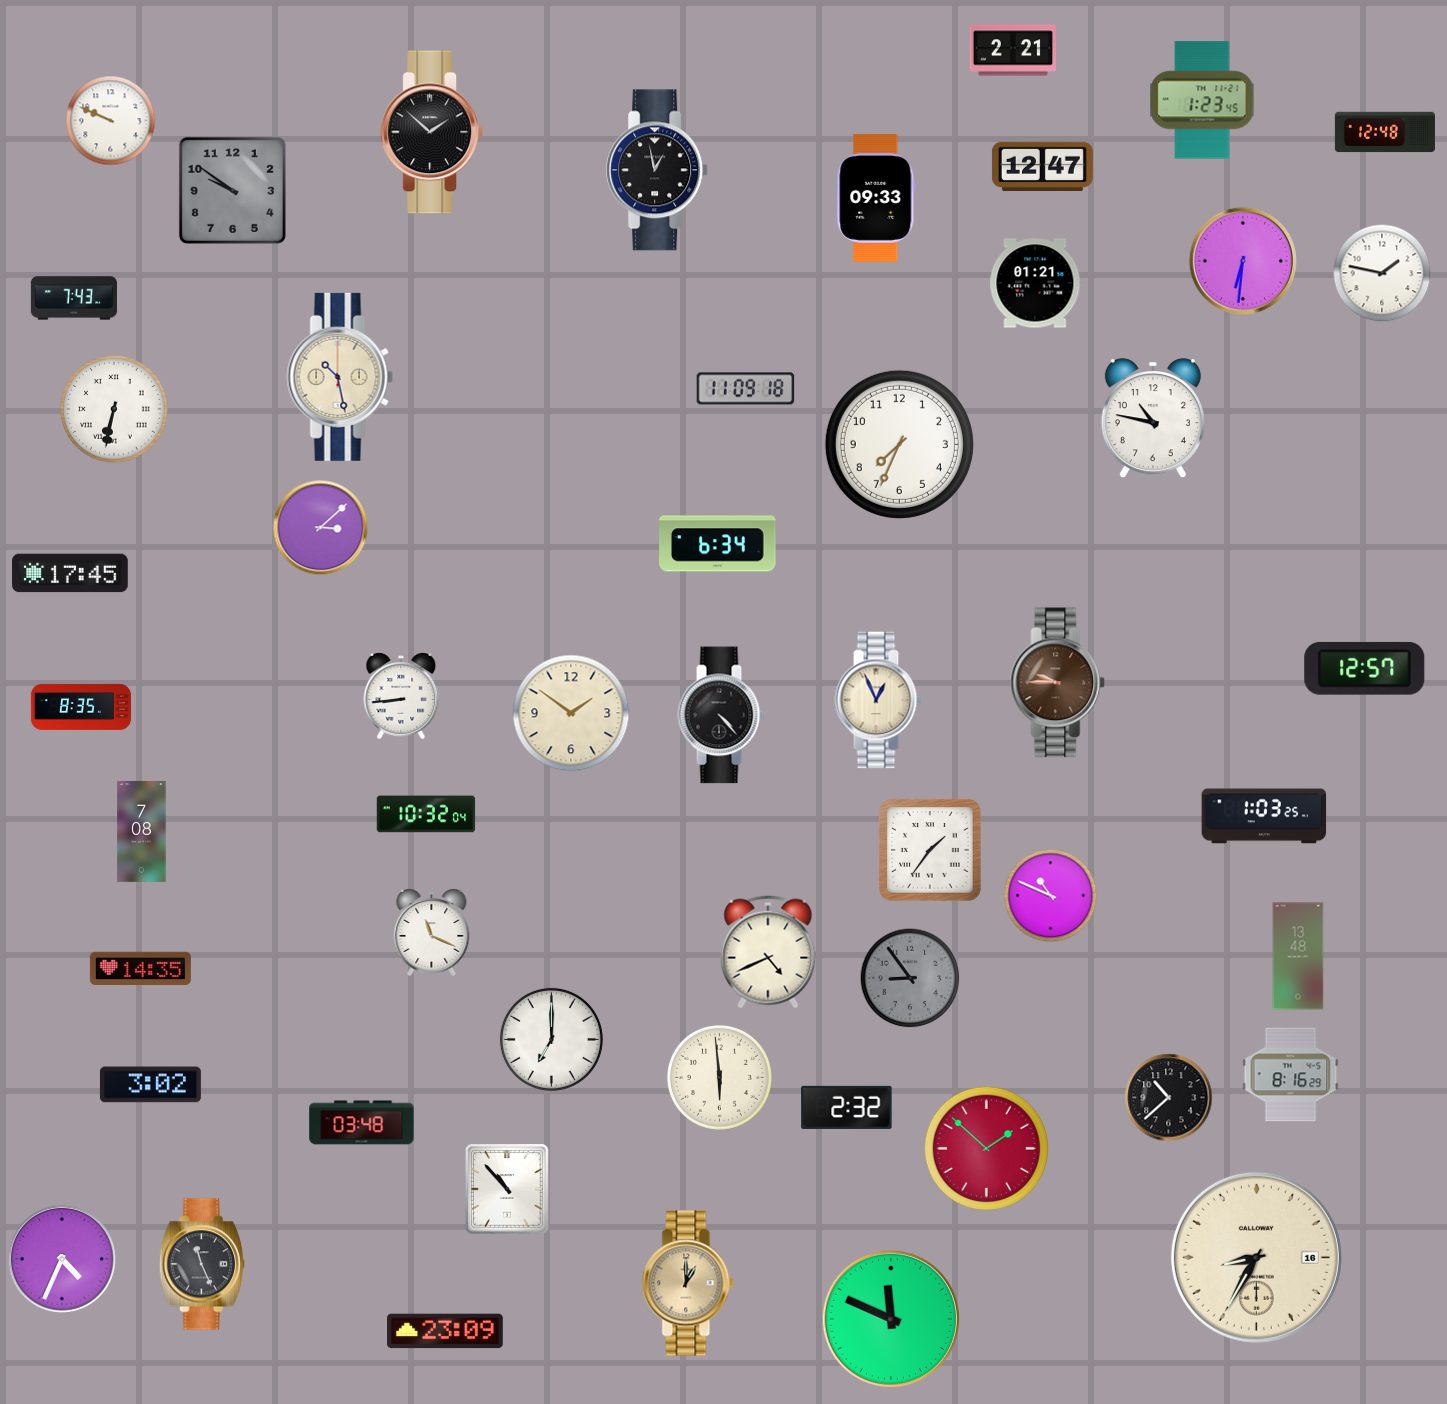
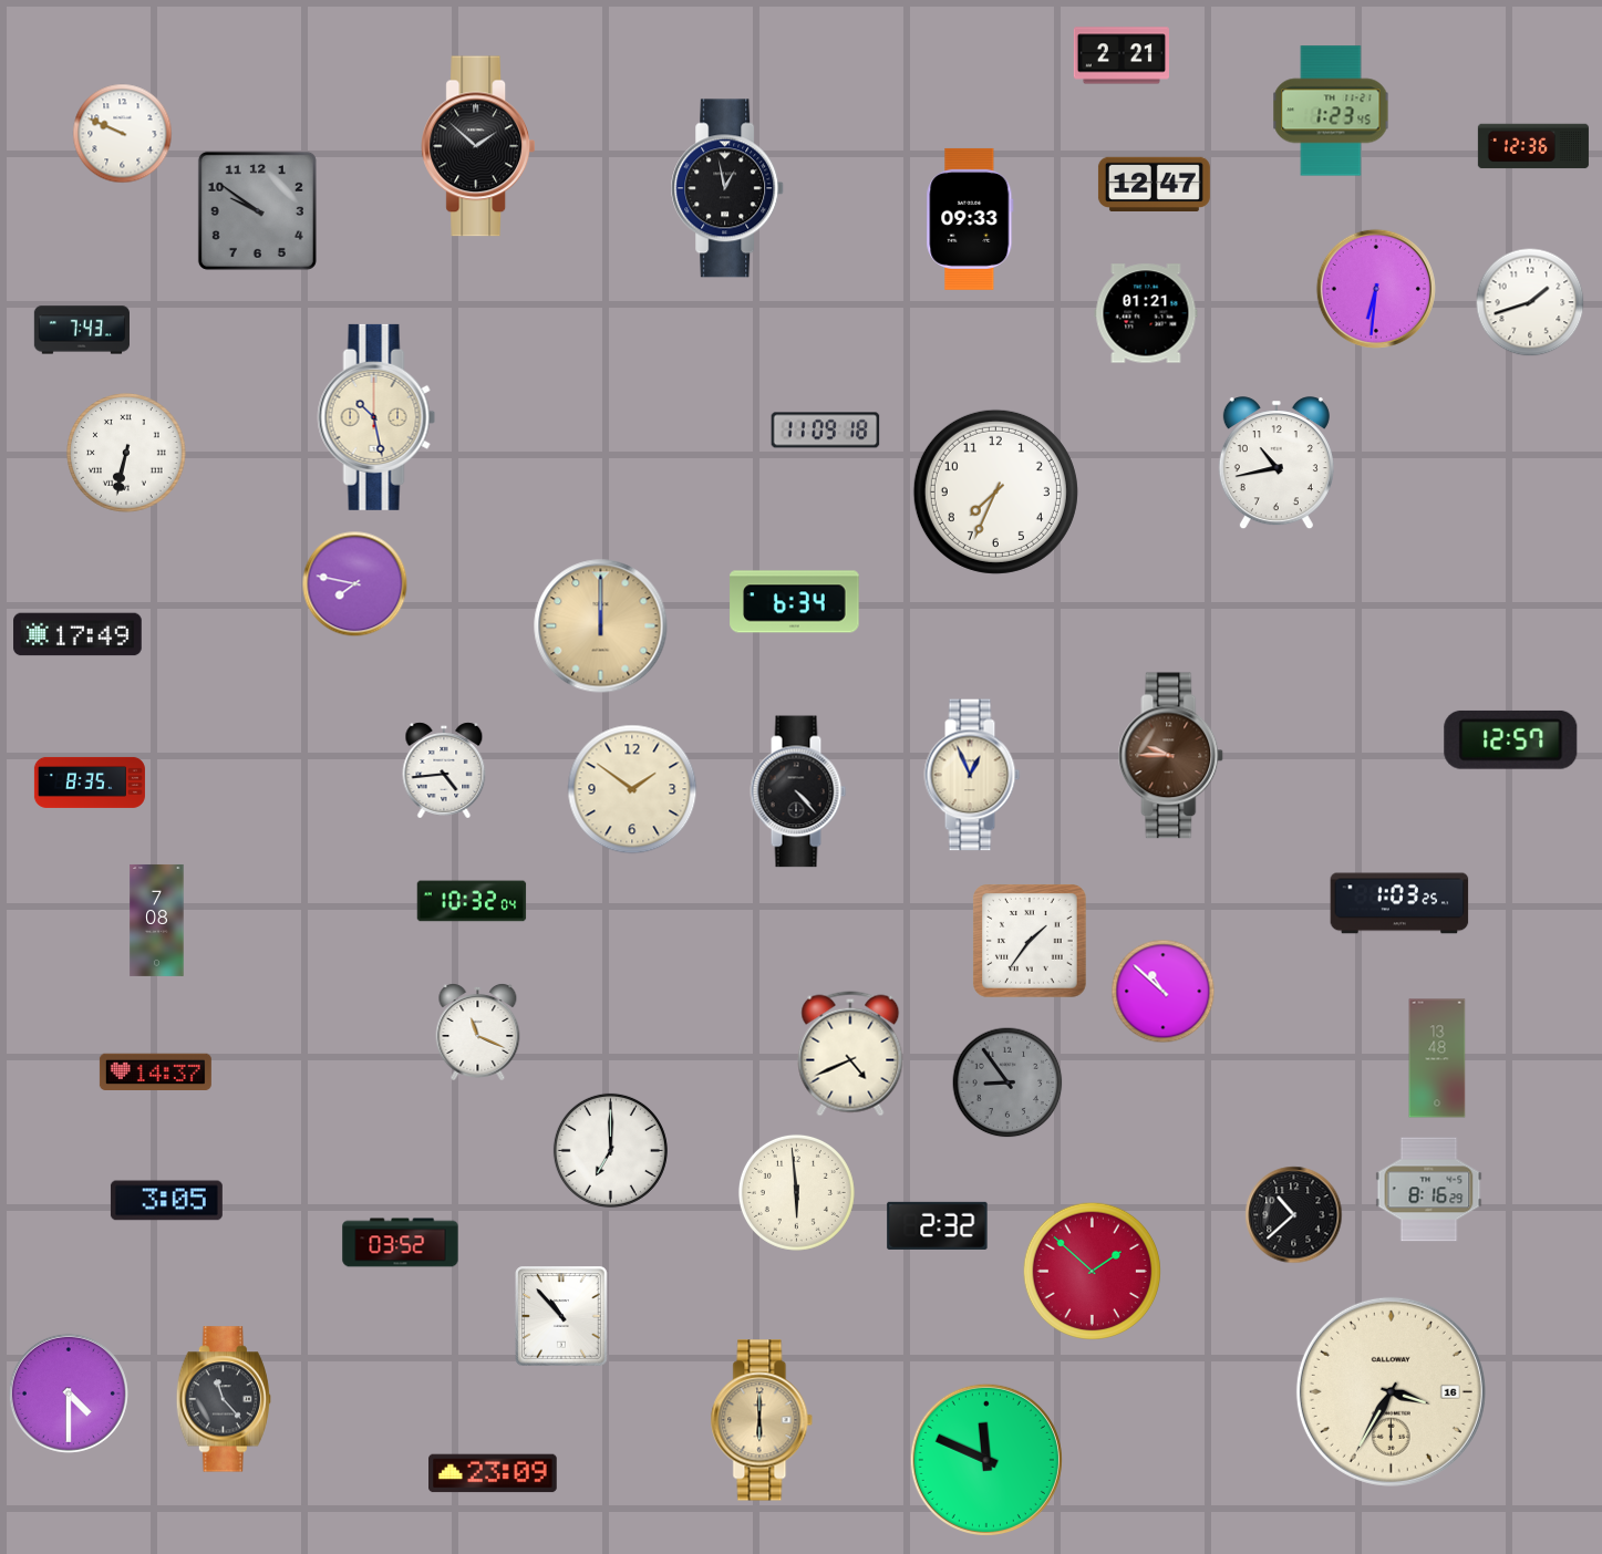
clock at (1385, 132): 12:48 -> 12:36
clock at (1382, 273): 1:47 -> 1:42
clock at (1153, 419): 10:47 -> 10:43
clock at (321, 528): 3:08 -> 7:47
clock at (601, 626): none -> 12:00
clock at (70, 573): 17:45 -> 17:49
clock at (401, 696): 8:44 -> 4:44
clock at (1051, 896): 10:49 -> 10:52
clock at (140, 969): 14:35 -> 14:37
clock at (150, 1085): 3:02 -> 3:05
clock at (362, 1123): 03:48 -> 03:52
clock at (1256, 1257): 8:35 -> 3:35
clock at (62, 1259): 4:34 -> 4:30
clock at (202, 1264): 11:26 -> 11:23
clock at (688, 1283): 1:00 -> 6:00
